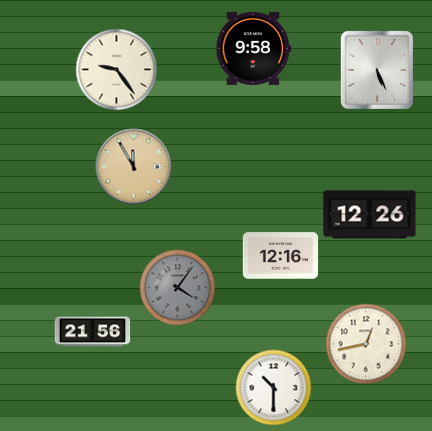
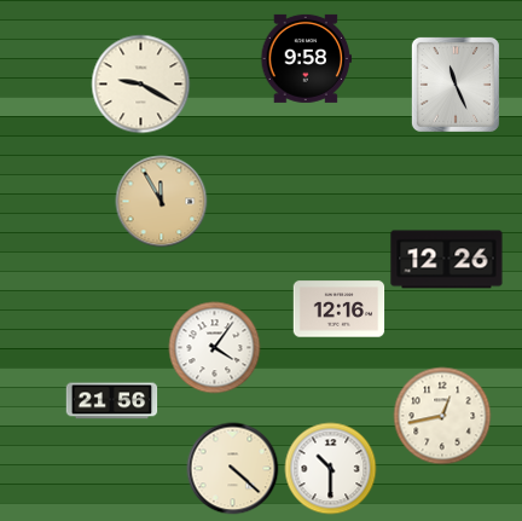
clock at (117, 70): 9:24 -> 9:20
clock at (377, 70): 5:26 -> 11:26
clock at (178, 288) dial: grey -> white
clock at (233, 469): none -> 4:22
